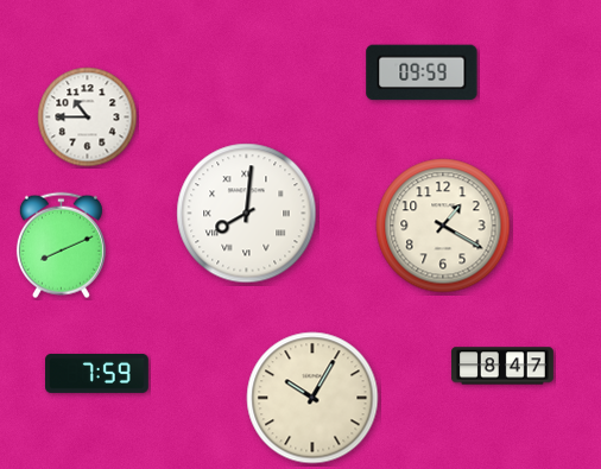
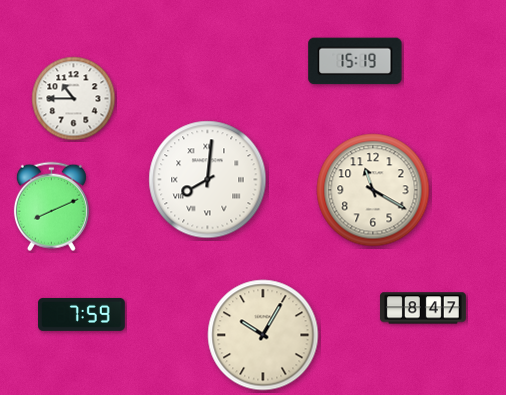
clock at (422, 72): 09:59 -> 15:19
clock at (443, 226): 1:20 -> 11:20
